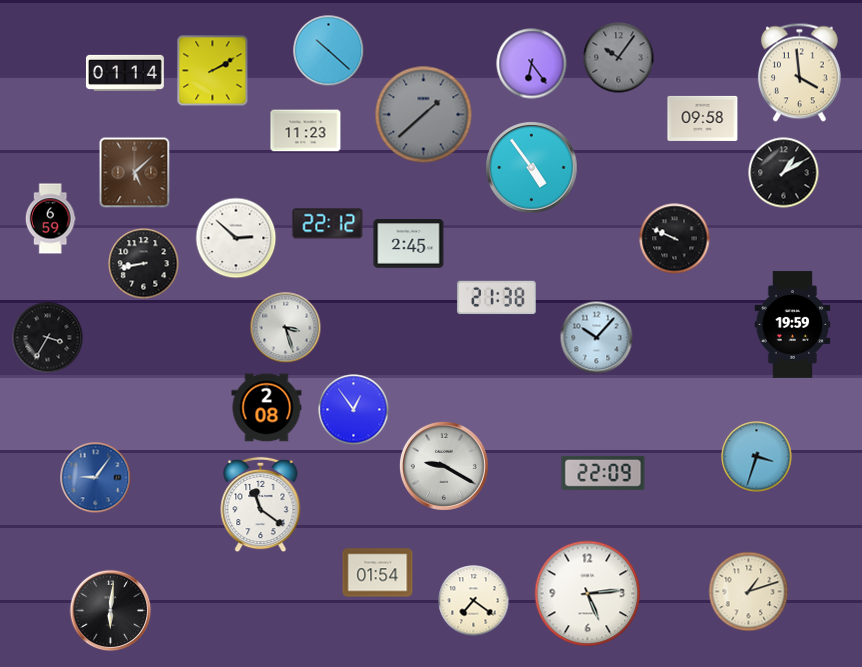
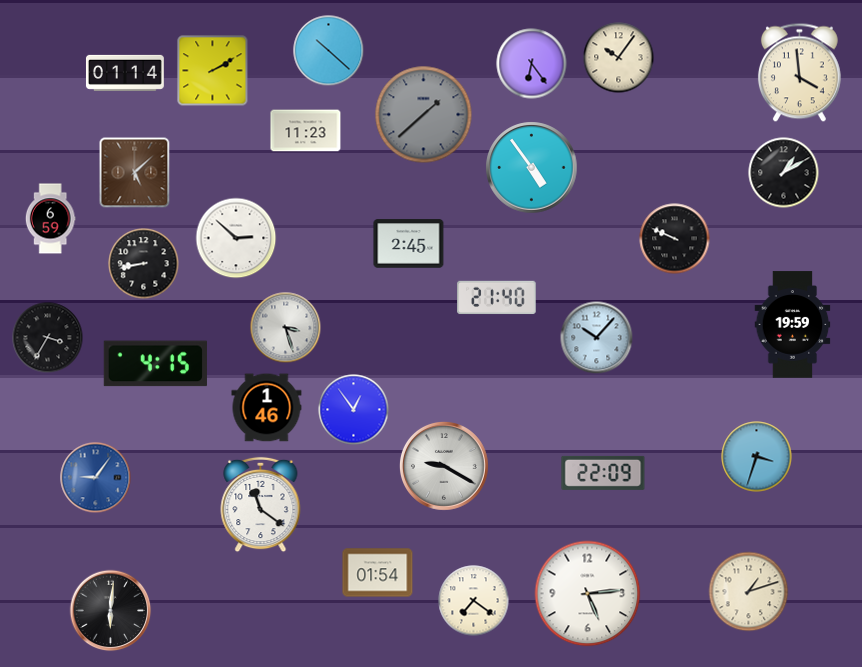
clock at (619, 58) dial: grey -> cream
clock at (703, 118): 09:58 -> none
clock at (328, 224): 22:12 -> none
clock at (497, 298): 21:38 -> 21:40
clock at (155, 364): none -> 4:15
clock at (267, 408): 2:08 -> 1:46
